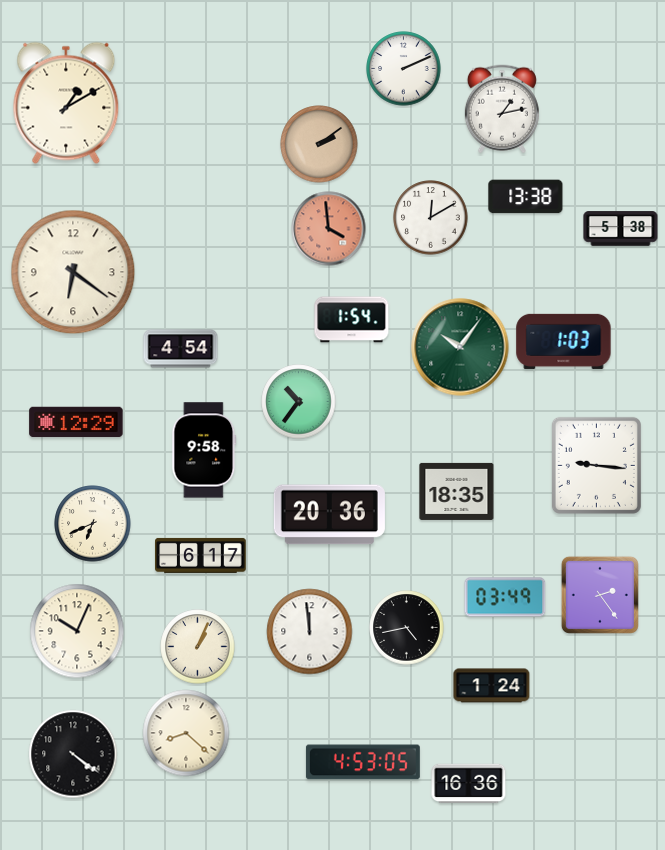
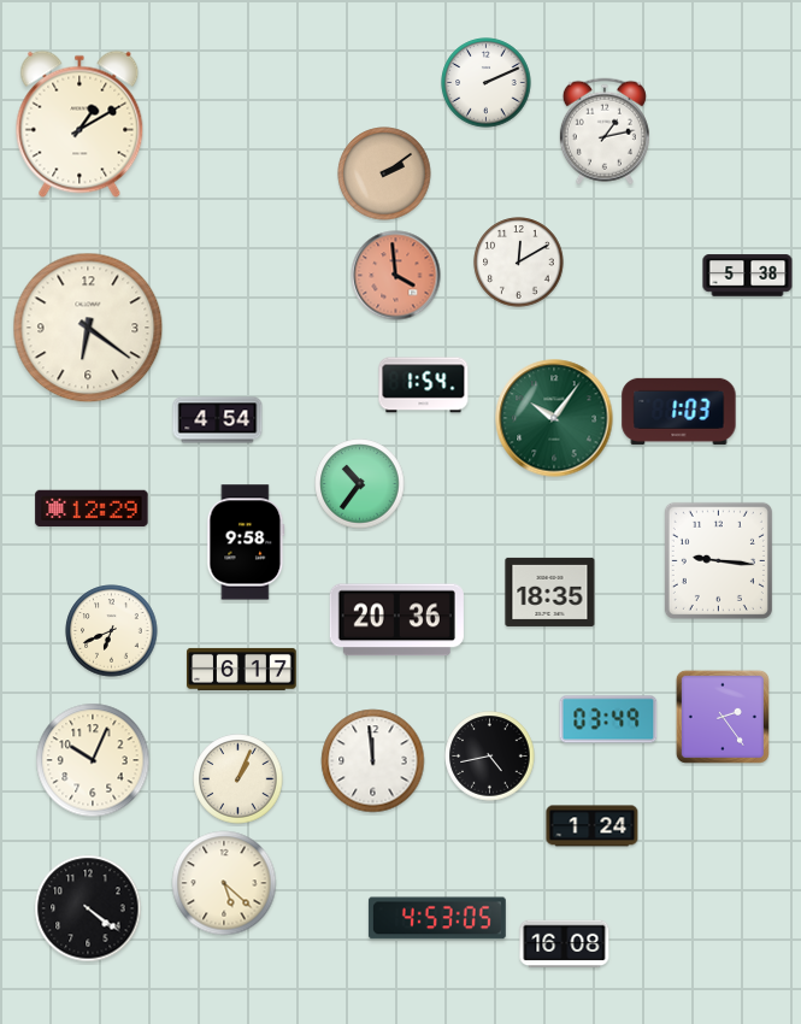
clock at (526, 197): 13:38 -> none
clock at (186, 733): 8:22 -> 5:22
clock at (469, 784): 16:36 -> 16:08
